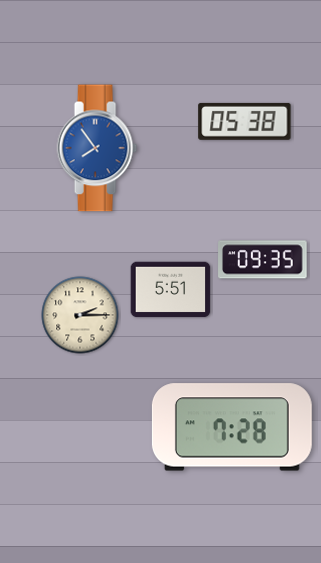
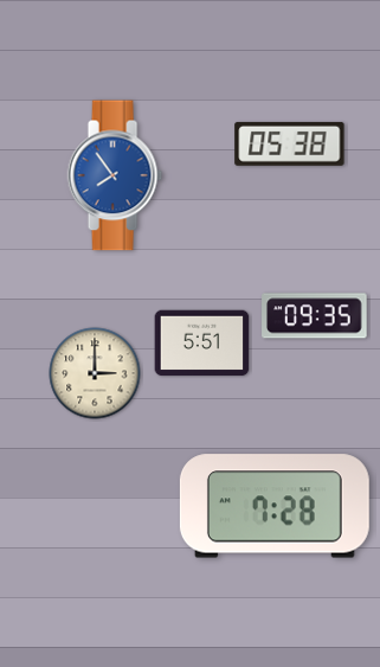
clock at (263, 260) position: (263, 260) -> (315, 316)
clock at (80, 315): 2:15 -> 3:00
